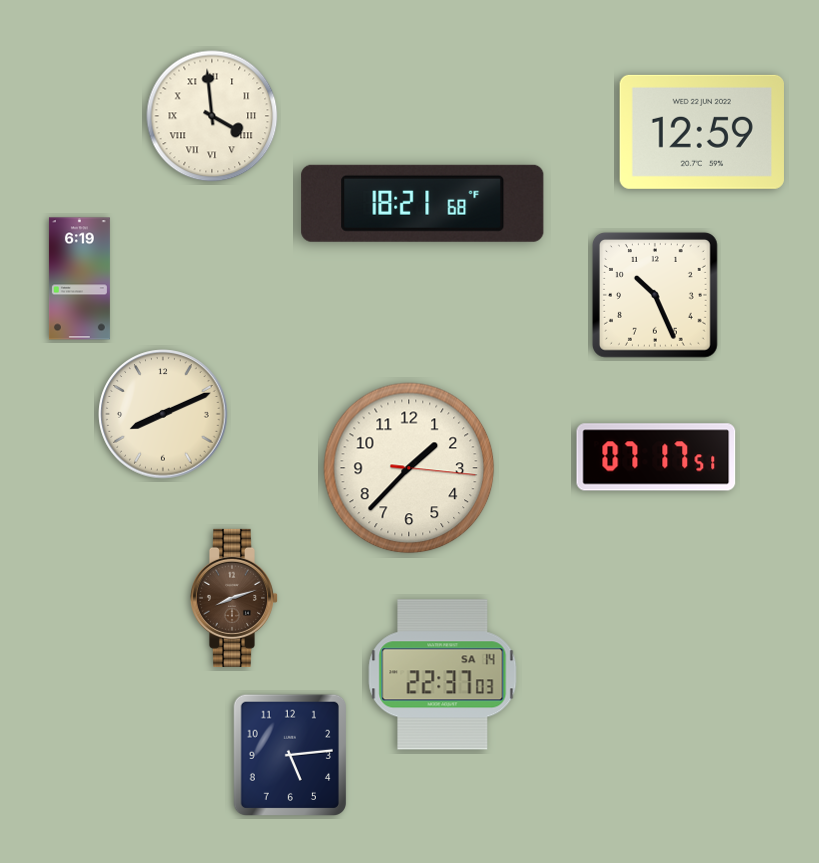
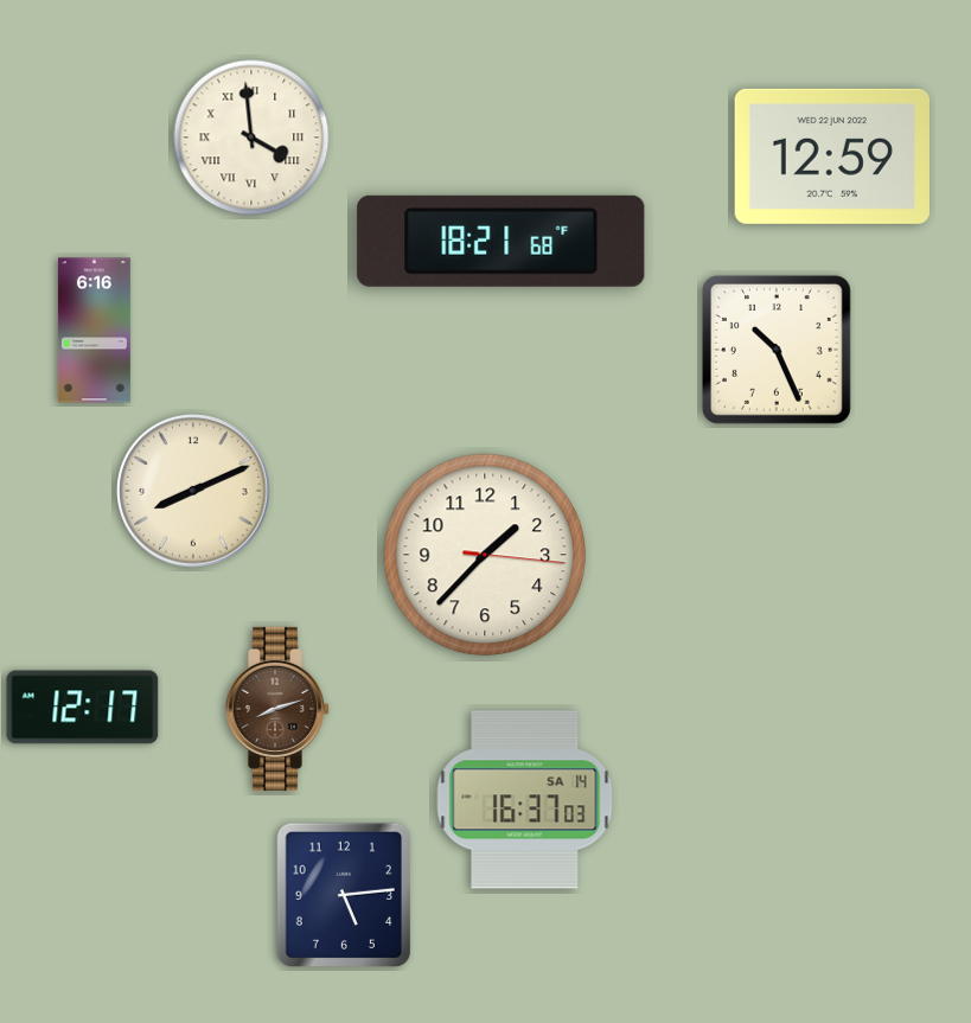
clock at (79, 279): 6:19 -> 6:16
clock at (656, 457): 07:17 -> none
clock at (83, 708): none -> 12:17
clock at (443, 675): 22:37 -> 16:37
